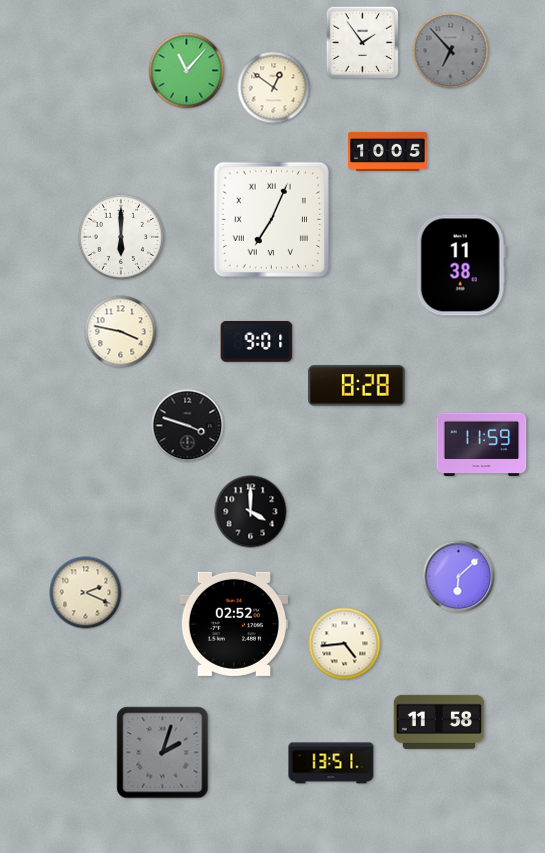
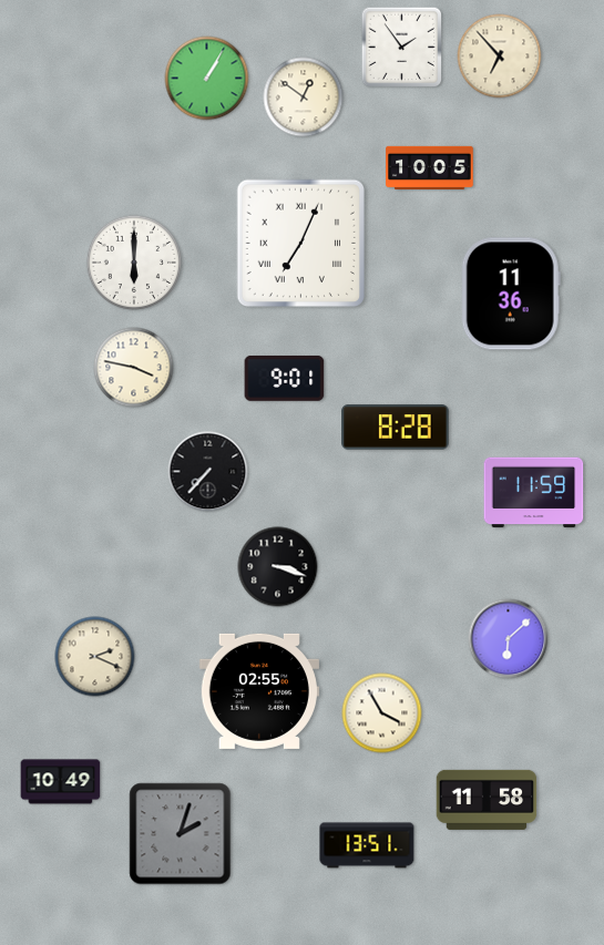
clock at (451, 51) dial: grey -> cream
clock at (187, 71): 11:07 -> 1:05
clock at (461, 265): 11:38 -> 11:36
clock at (188, 426): 3:48 -> 7:37
clock at (251, 512): 4:00 -> 3:18
clock at (234, 624): 02:52 -> 02:55
clock at (345, 644): 4:44 -> 3:55
clock at (61, 782): none -> 10:49
